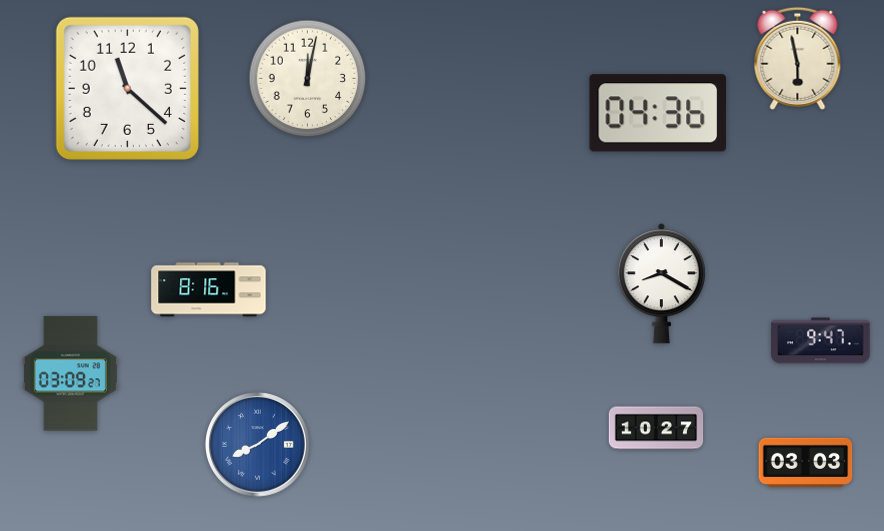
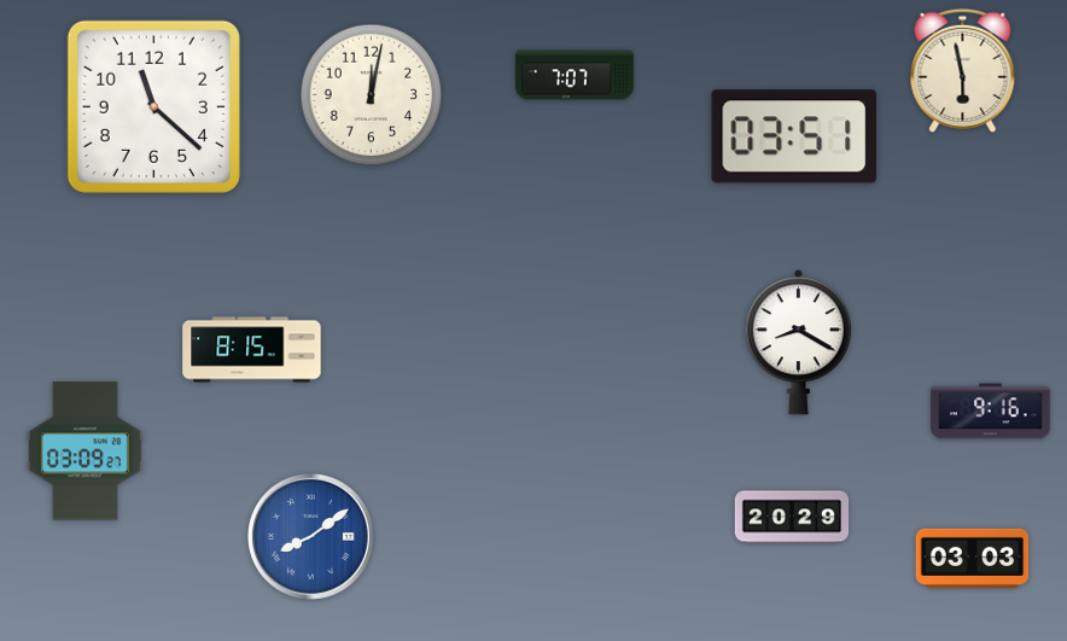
clock at (575, 75): none -> 7:07
clock at (658, 113): 04:36 -> 03:51
clock at (209, 290): 8:16 -> 8:15
clock at (821, 341): 9:47 -> 9:16
clock at (656, 428): 10:27 -> 20:29
